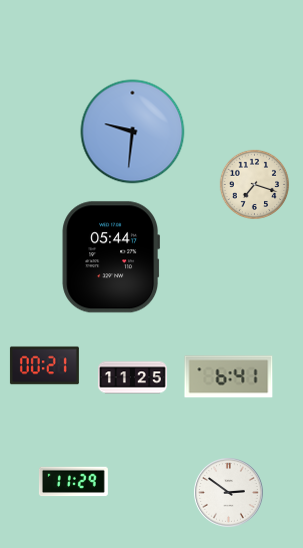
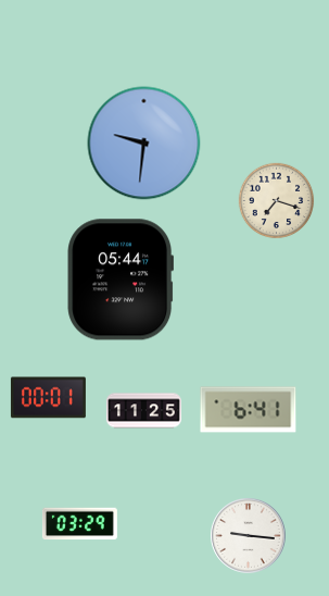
clock at (44, 366): 00:21 -> 00:01
clock at (73, 482): 11:29 -> 03:29
clock at (229, 493): 2:51 -> 9:16
